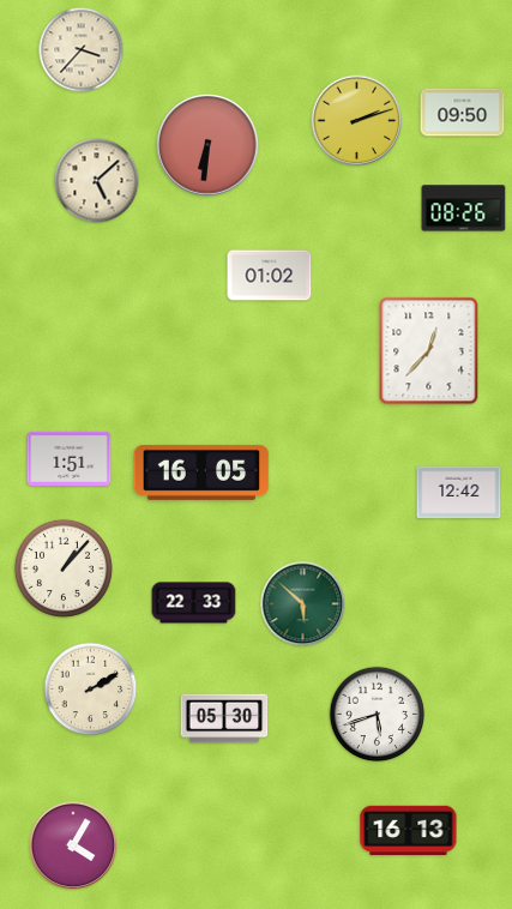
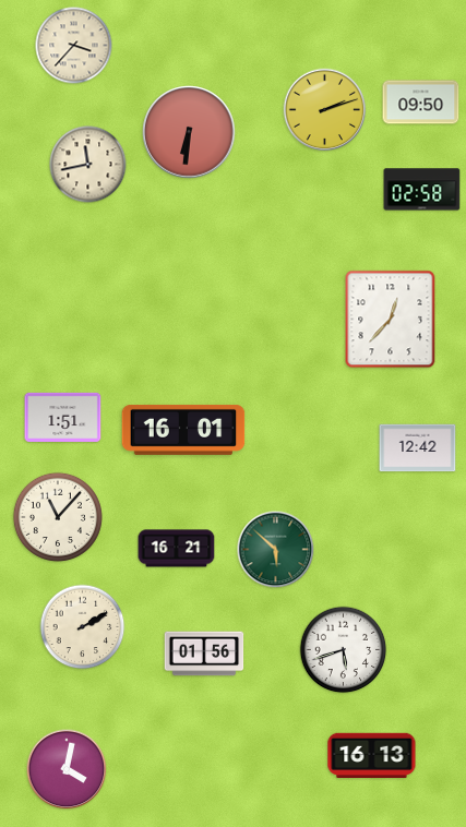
clock at (97, 181): 5:08 -> 11:43
clock at (464, 209): 08:26 -> 02:58
clock at (270, 276): 01:02 -> none
clock at (201, 472): 16:05 -> 16:01
clock at (64, 568): 1:07 -> 11:07
clock at (194, 603): 22:33 -> 16:21
clock at (224, 718): 05:30 -> 01:56
clock at (73, 845): 4:05 -> 4:02
